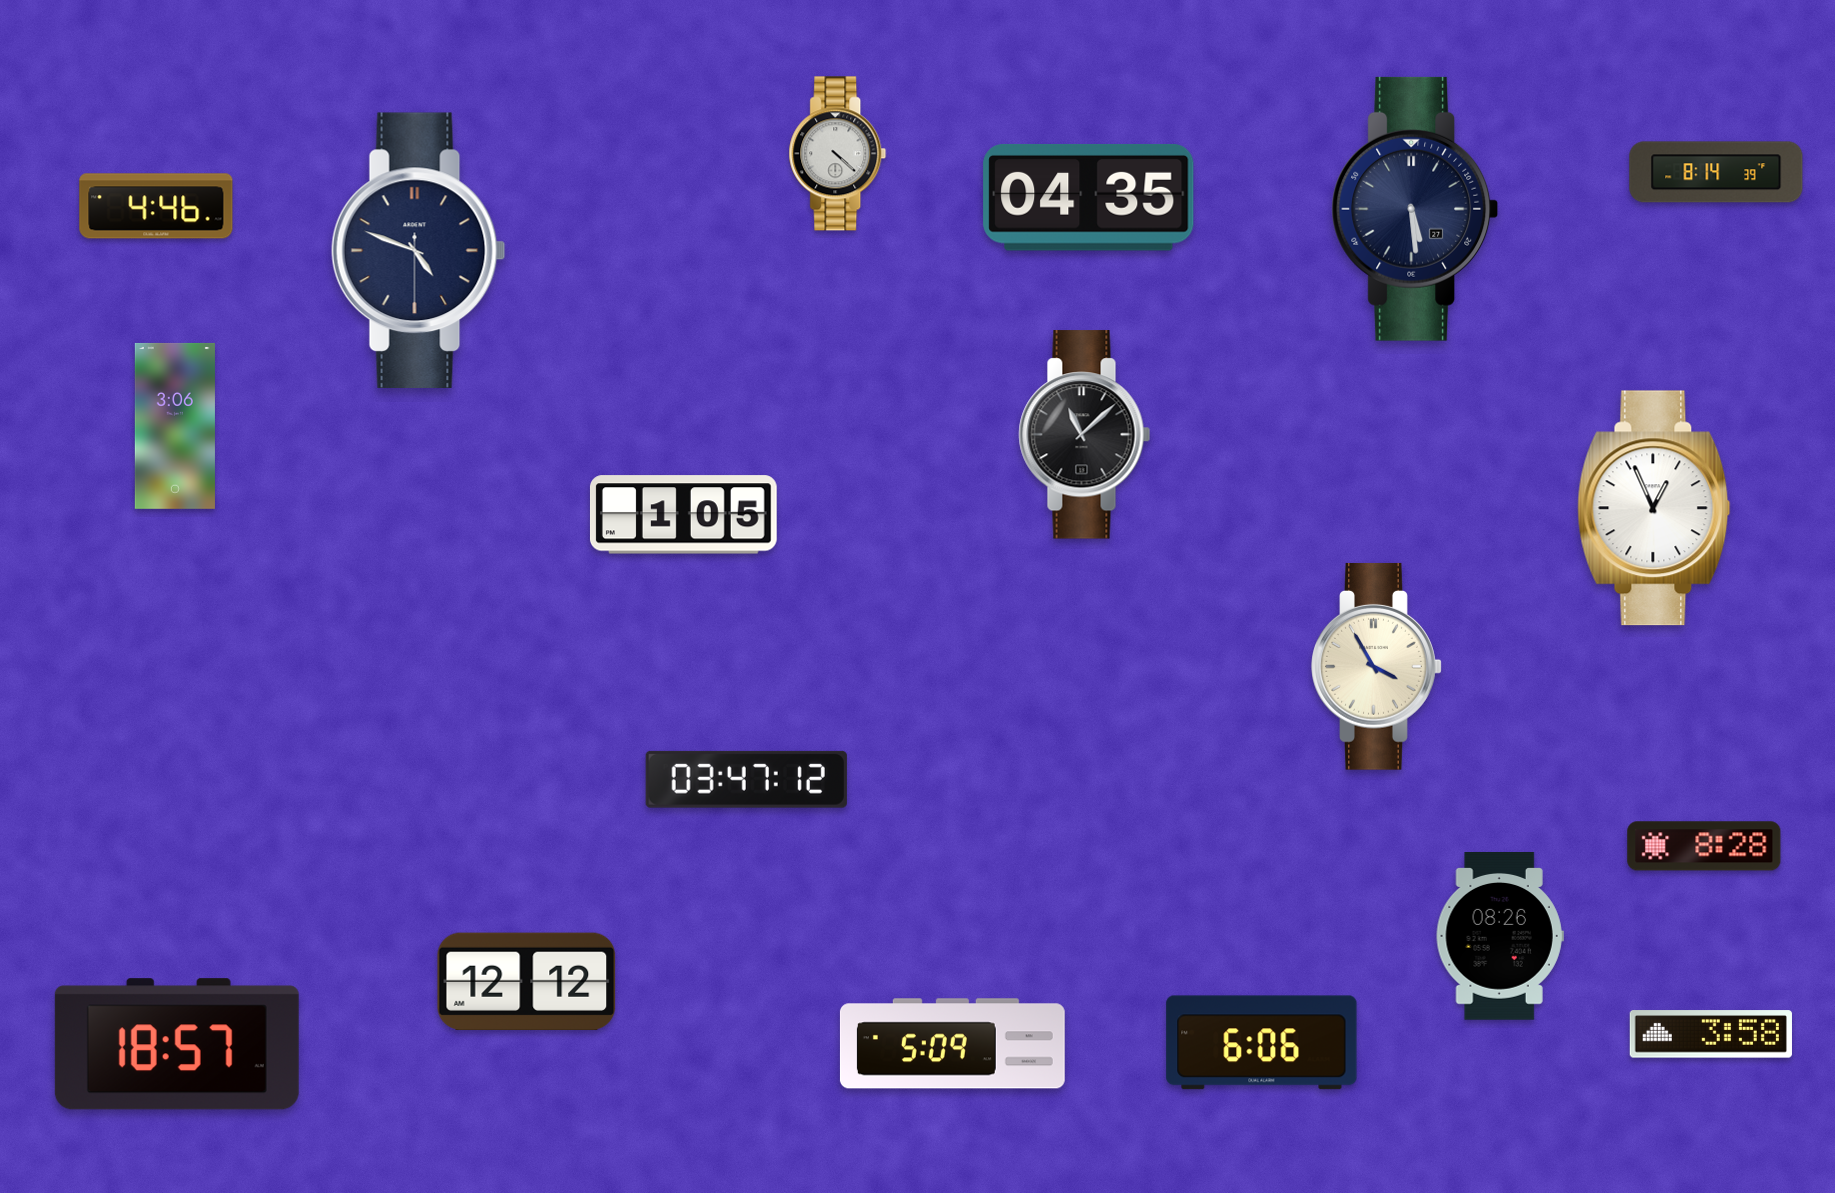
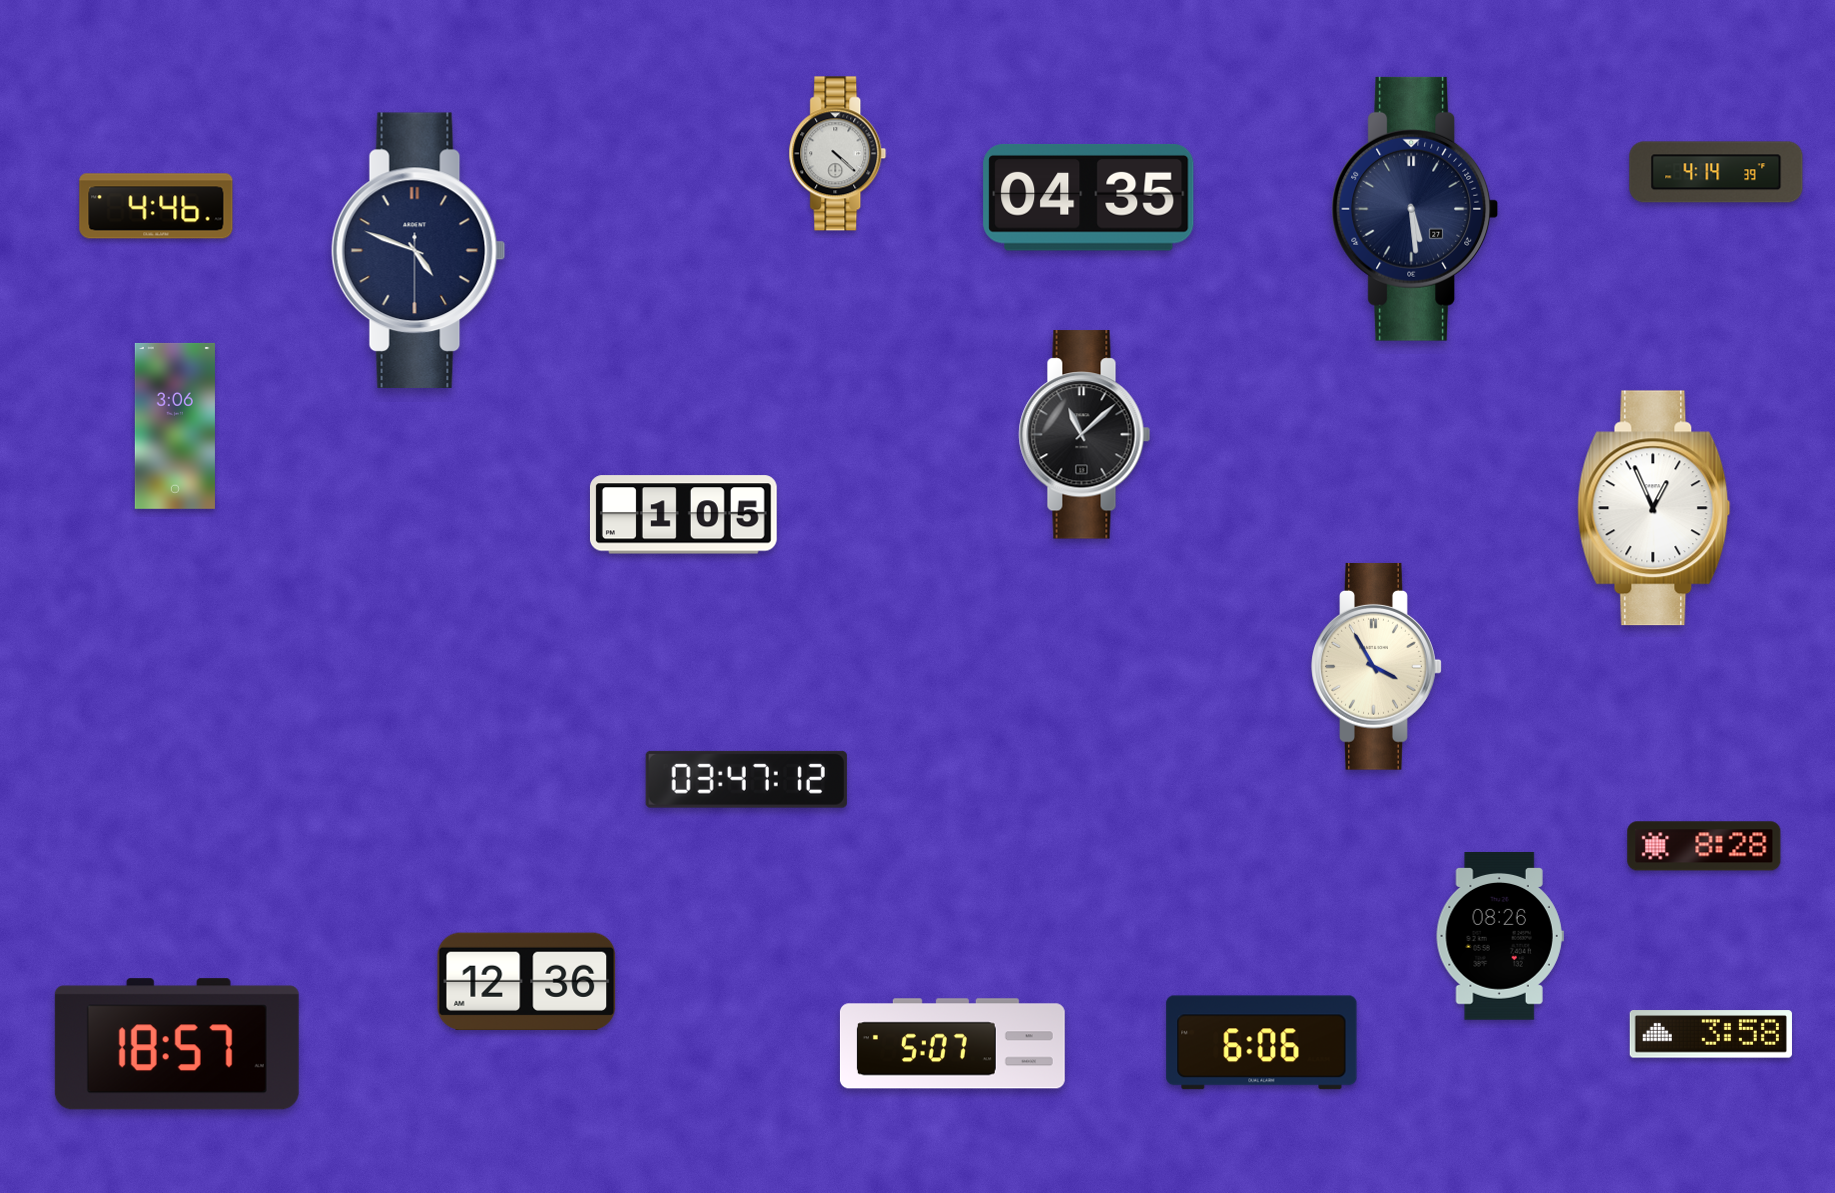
clock at (1716, 172): 8:14 -> 4:14
clock at (527, 981): 12:12 -> 12:36
clock at (952, 1044): 5:09 -> 5:07
